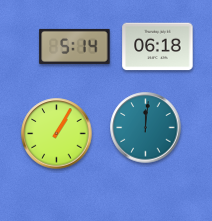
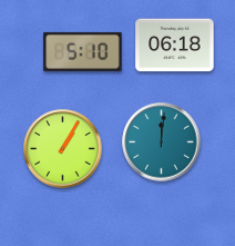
clock at (75, 46): 5:14 -> 5:10
clock at (158, 47) position: (158, 47) -> (175, 46)
